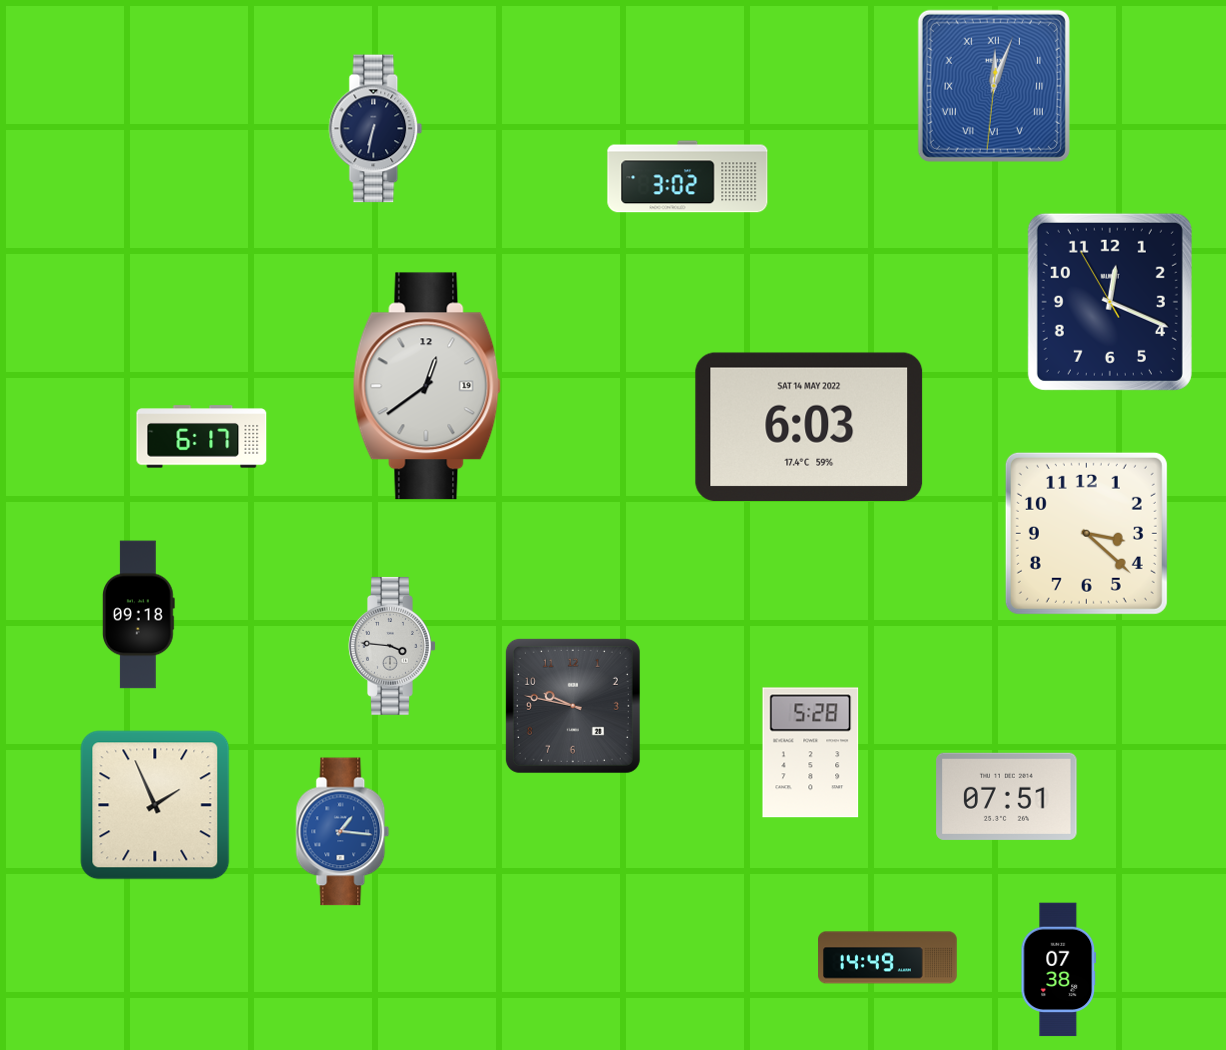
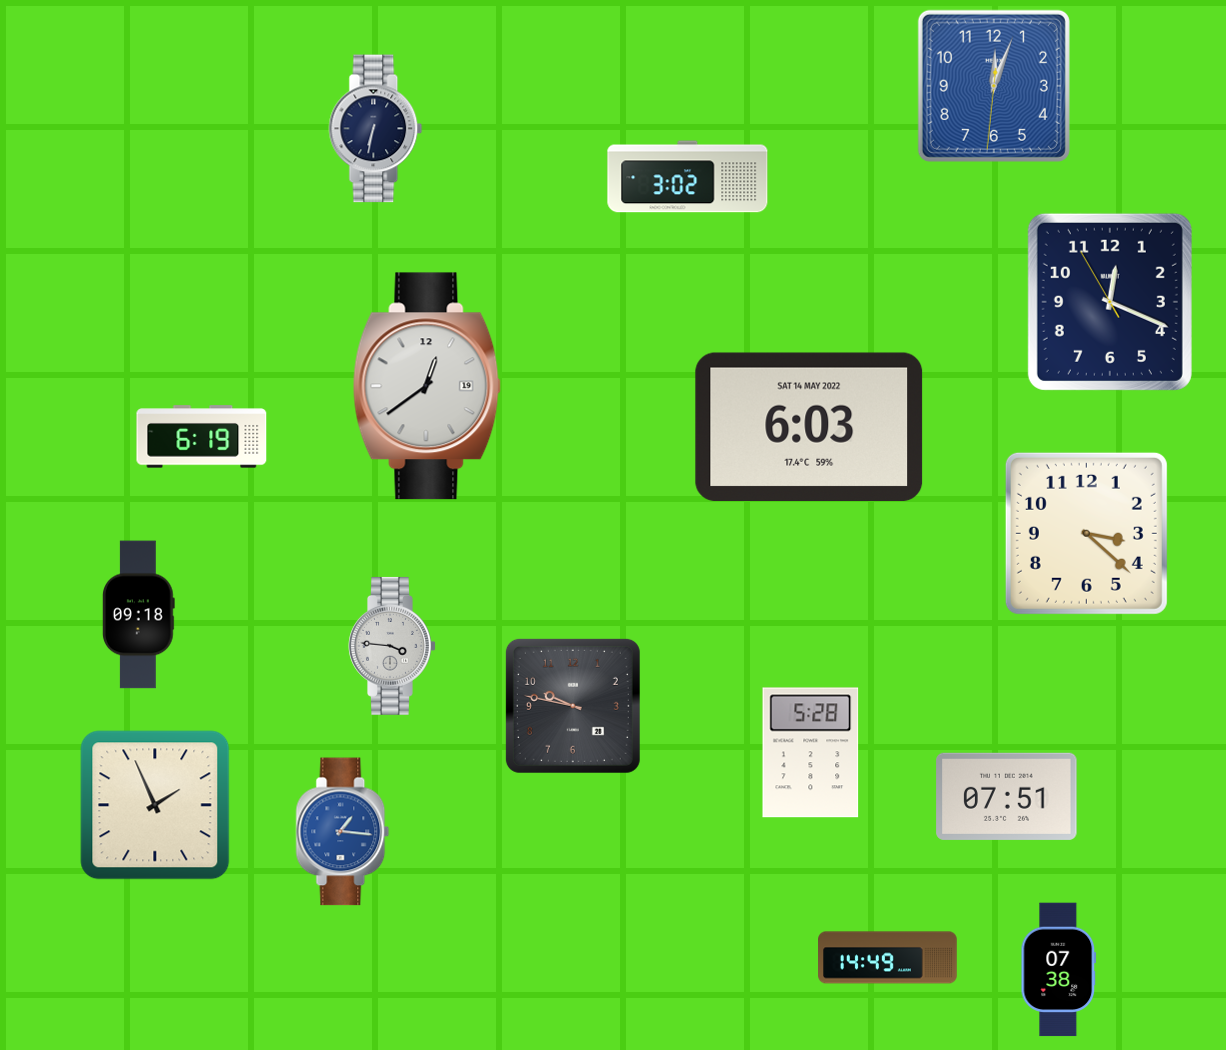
clock at (994, 86) numerals: Roman -> Arabic
clock at (202, 437): 6:17 -> 6:19
